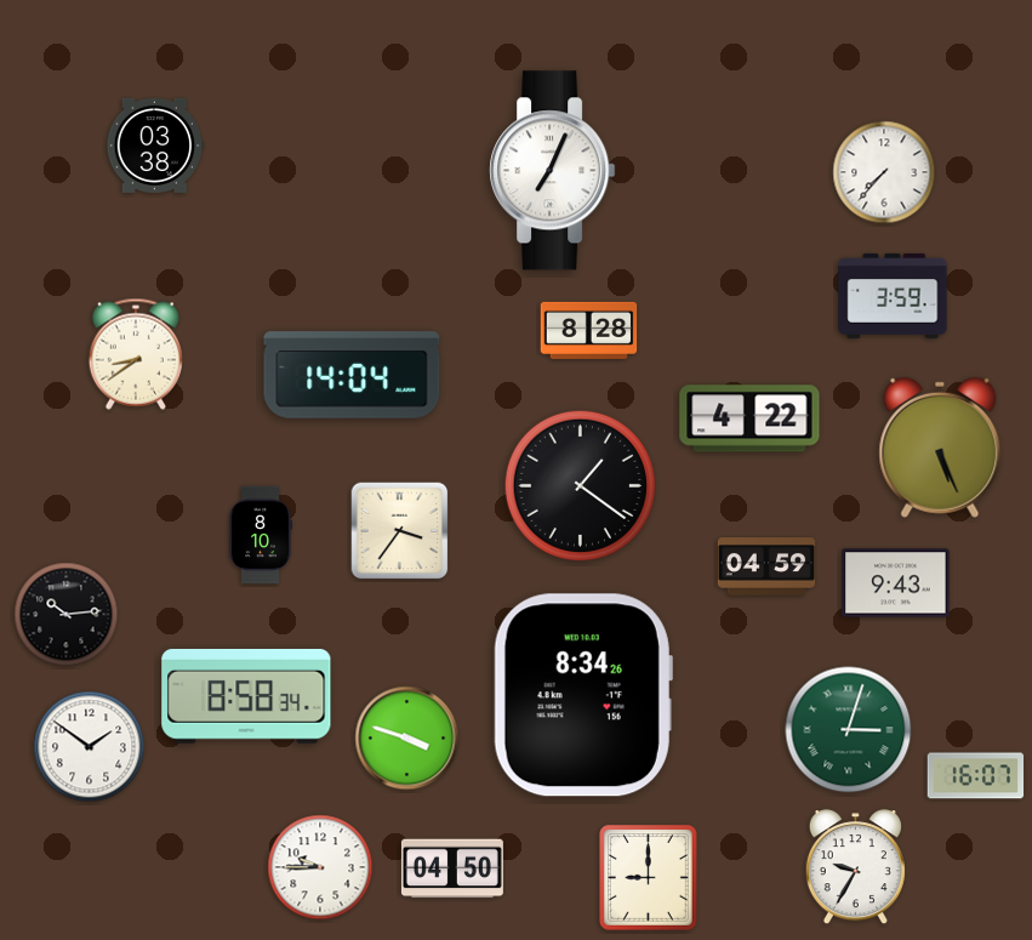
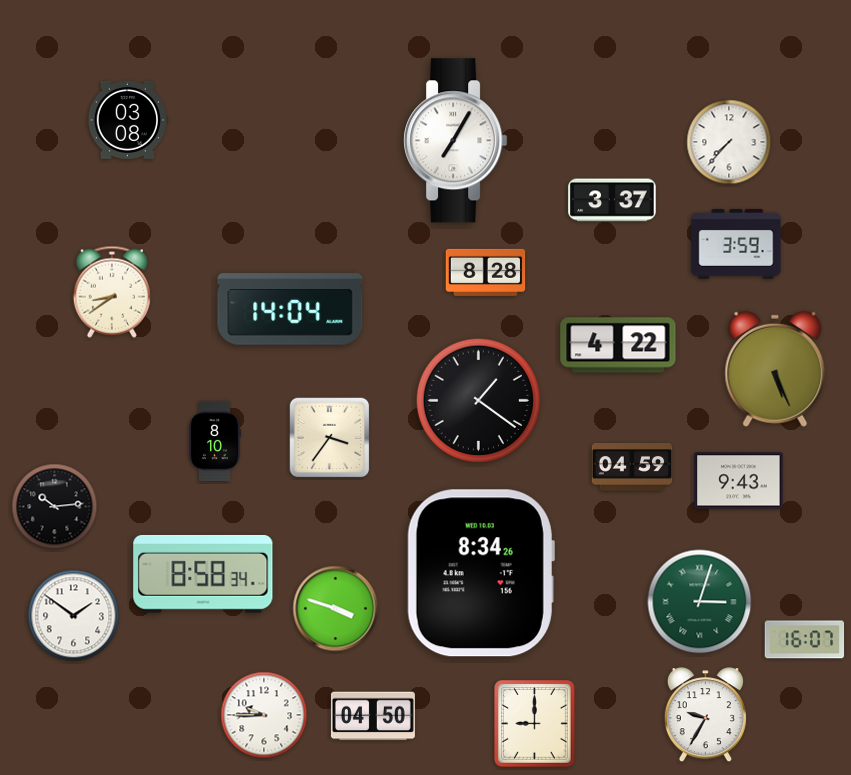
clock at (155, 146): 03:38 -> 03:08
clock at (553, 171): 7:04 -> 7:05
clock at (612, 200): none -> 3:37
